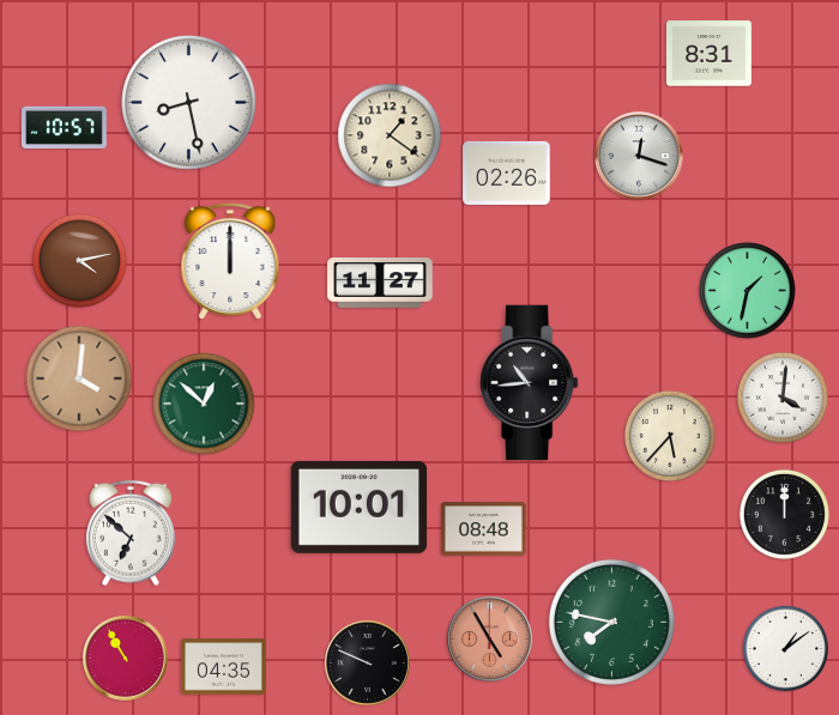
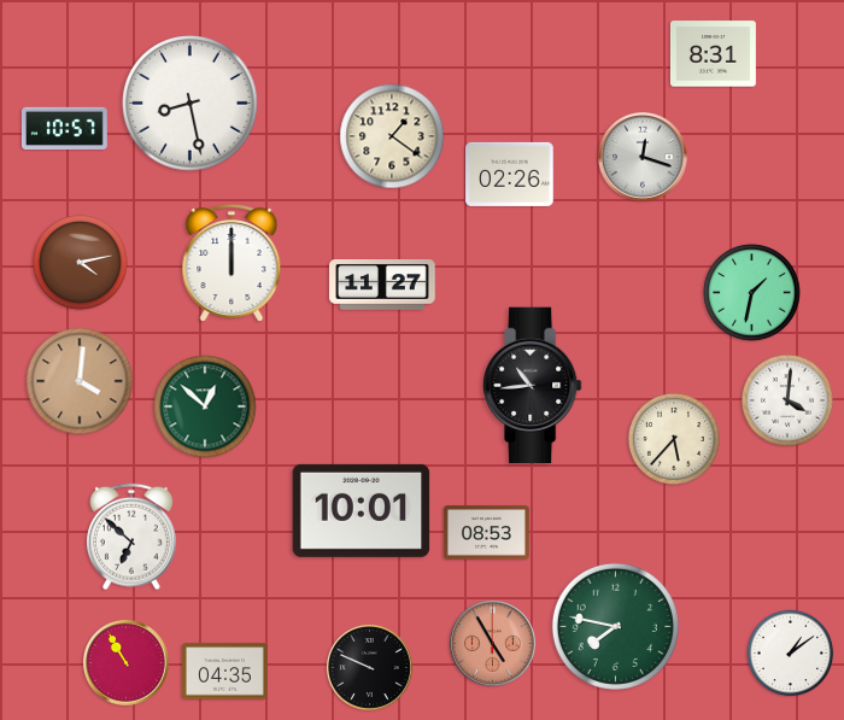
clock at (784, 514): 12:00 -> none
clock at (483, 529): 08:48 -> 08:53
